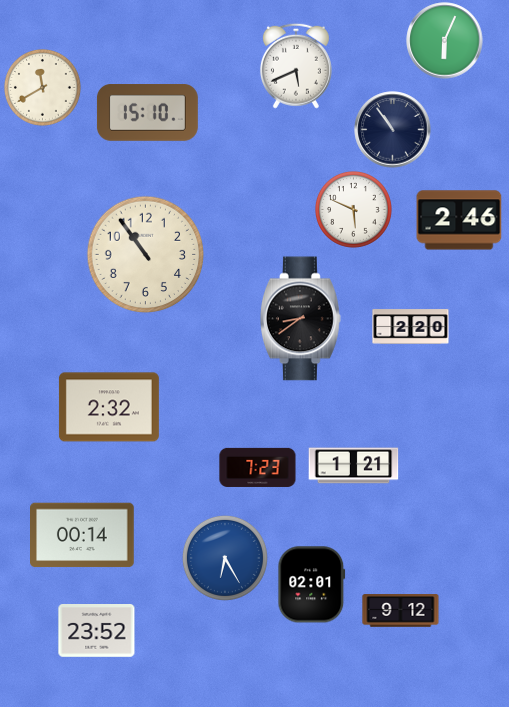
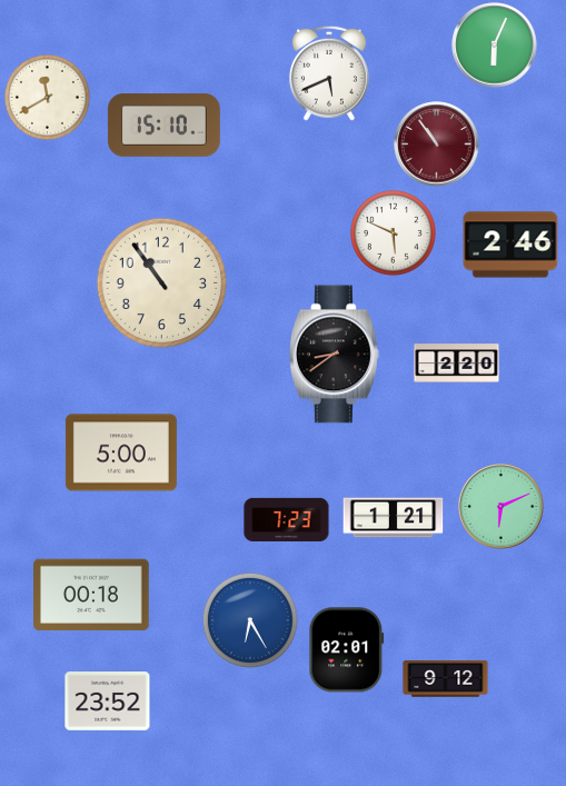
clock at (393, 130) dial: navy -> burgundy
clock at (109, 407): 2:32 -> 5:00
clock at (502, 507): none -> 6:11
clock at (83, 535): 00:14 -> 00:18
